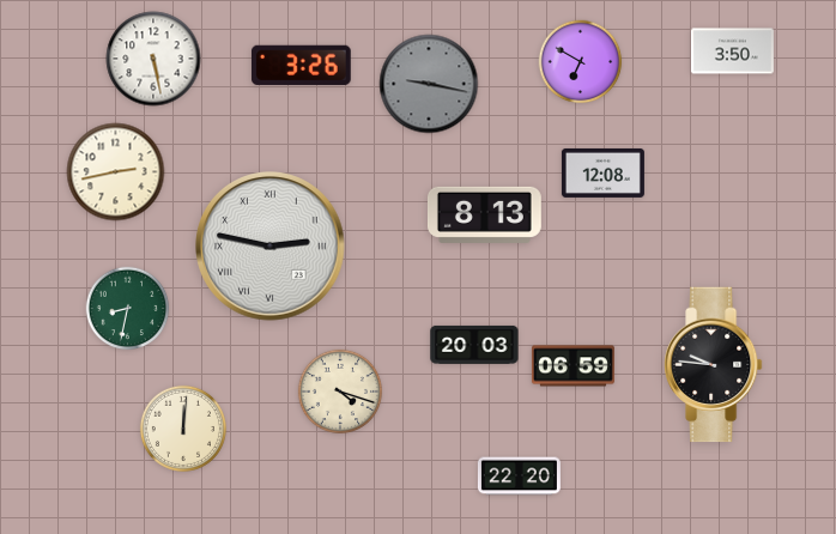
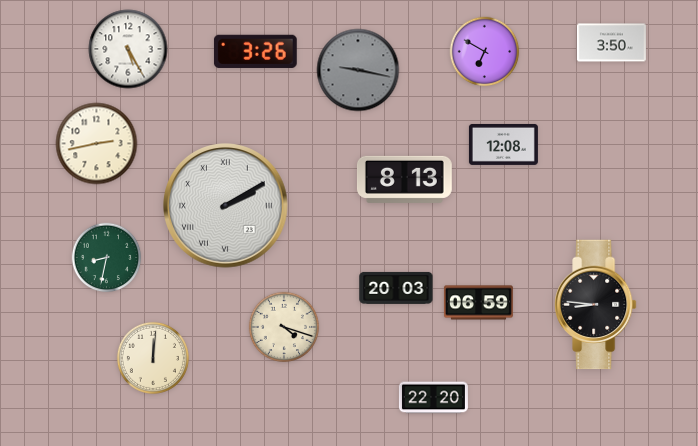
clock at (153, 59): 5:28 -> 5:25
clock at (301, 65) position: (301, 65) -> (255, 51)
clock at (271, 247): 2:47 -> 2:10
clock at (714, 365): 9:46 -> 8:46
clock at (573, 366) position: (573, 366) -> (478, 303)
